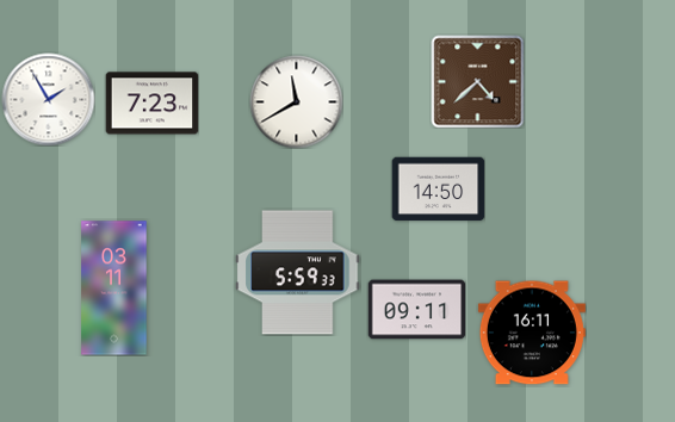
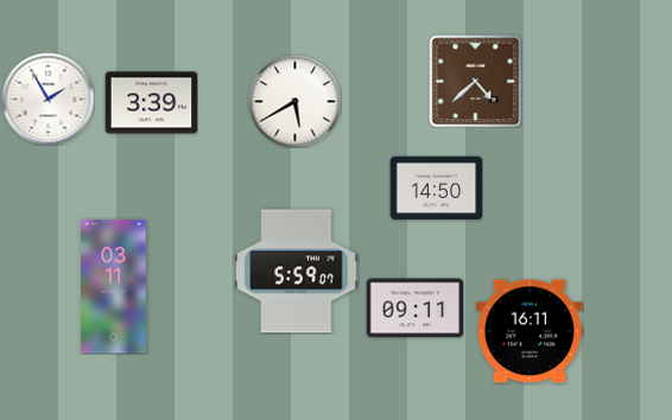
clock at (296, 101): 11:40 -> 5:40
clock at (151, 104): 7:23 -> 3:39
clock at (298, 273): 5:59:33 -> 5:59:07
